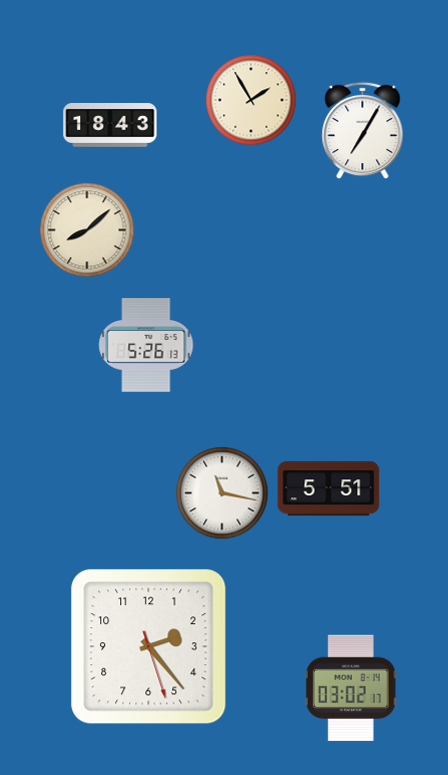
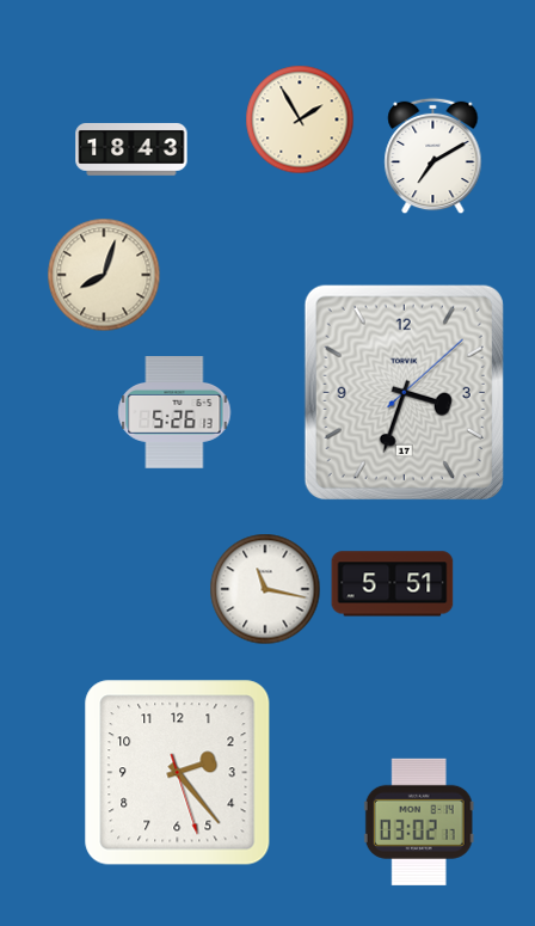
clock at (363, 131): 7:05 -> 7:10
clock at (87, 230): 8:08 -> 8:03
clock at (404, 392): none -> 3:33
